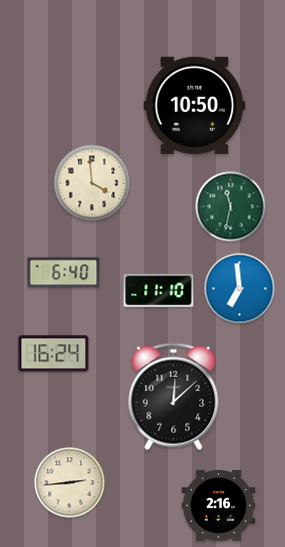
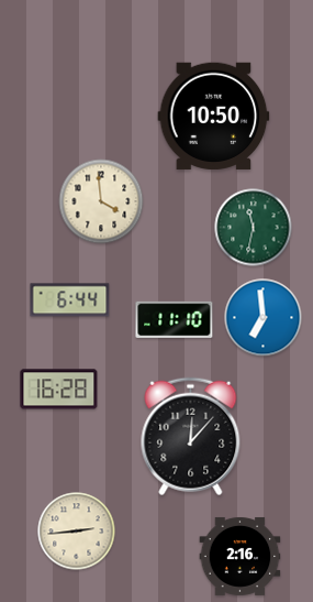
clock at (64, 273): 6:40 -> 6:44
clock at (54, 354): 16:24 -> 16:28
clock at (174, 397): 12:08 -> 12:07
